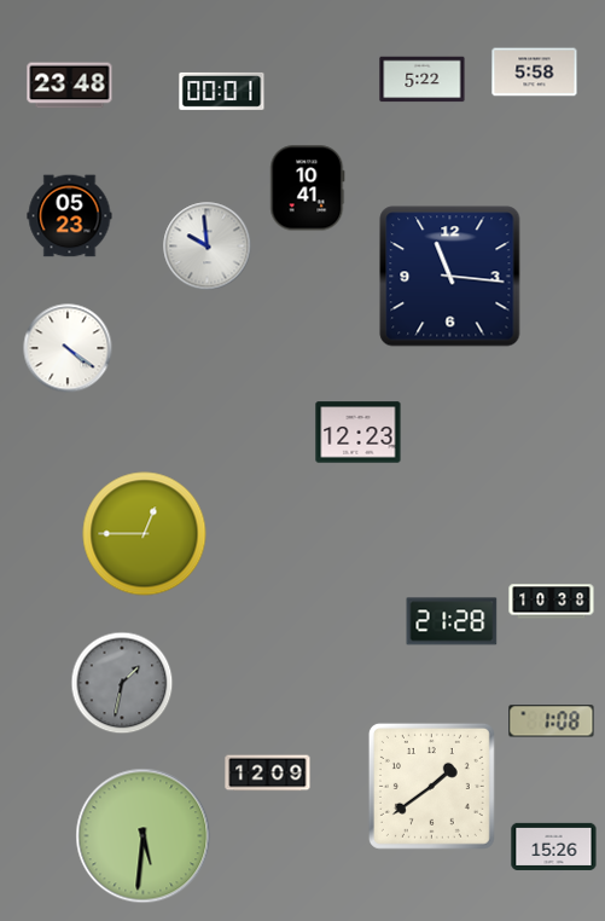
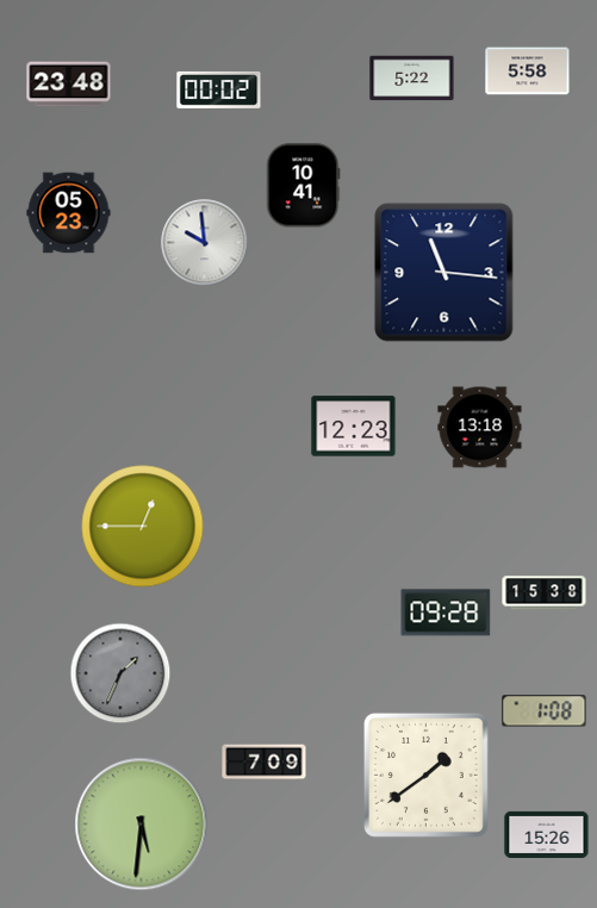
clock at (423, 80) position: (423, 80) -> (412, 79)
clock at (222, 91): 00:01 -> 00:02
clock at (68, 348): 4:21 -> none
clock at (480, 428): none -> 13:18
clock at (552, 602): 10:38 -> 15:38
clock at (452, 621): 21:28 -> 09:28
clock at (122, 683): 1:32 -> 1:34
clock at (268, 774): 12:09 -> 7:09
